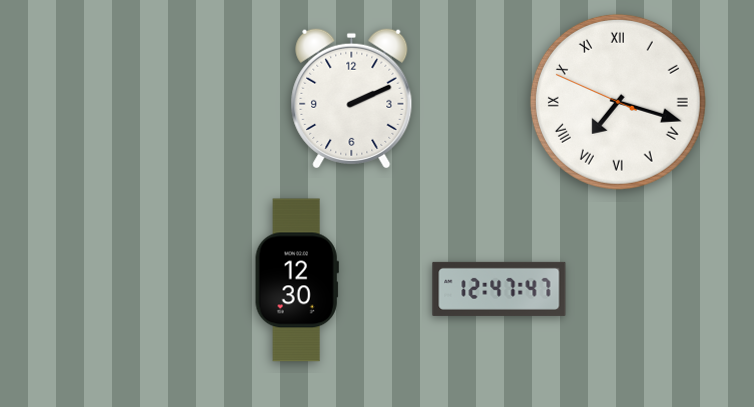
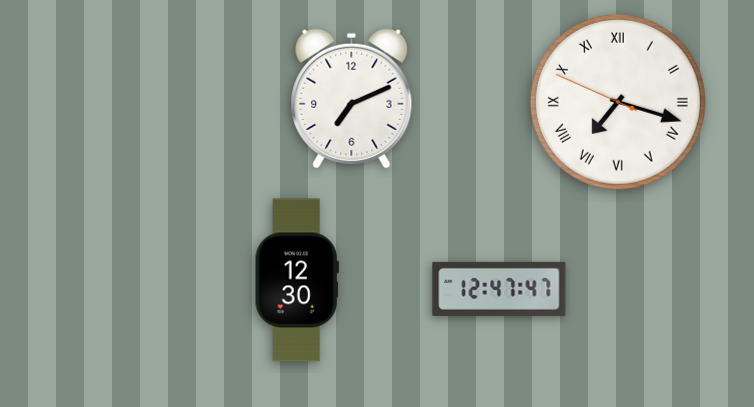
clock at (352, 99): 2:11 -> 7:11
